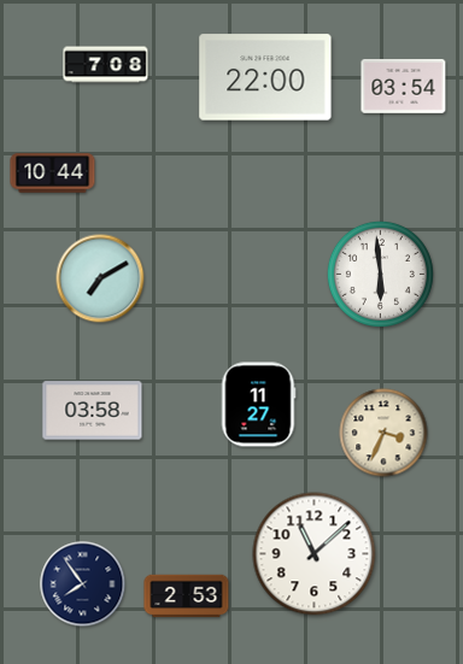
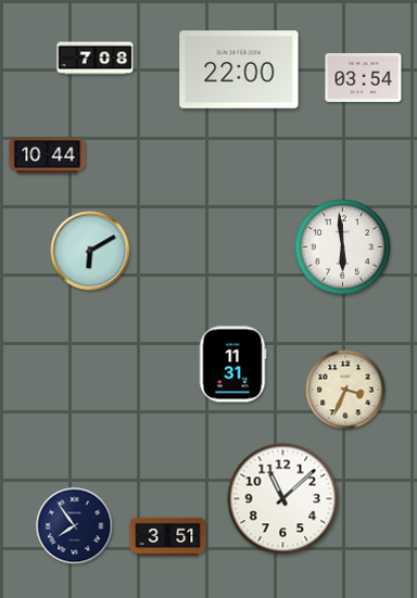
clock at (100, 278): 7:10 -> 6:10
clock at (258, 405): 11:27 -> 11:31
clock at (93, 411): 03:58 -> none
clock at (187, 597): 2:53 -> 3:51
